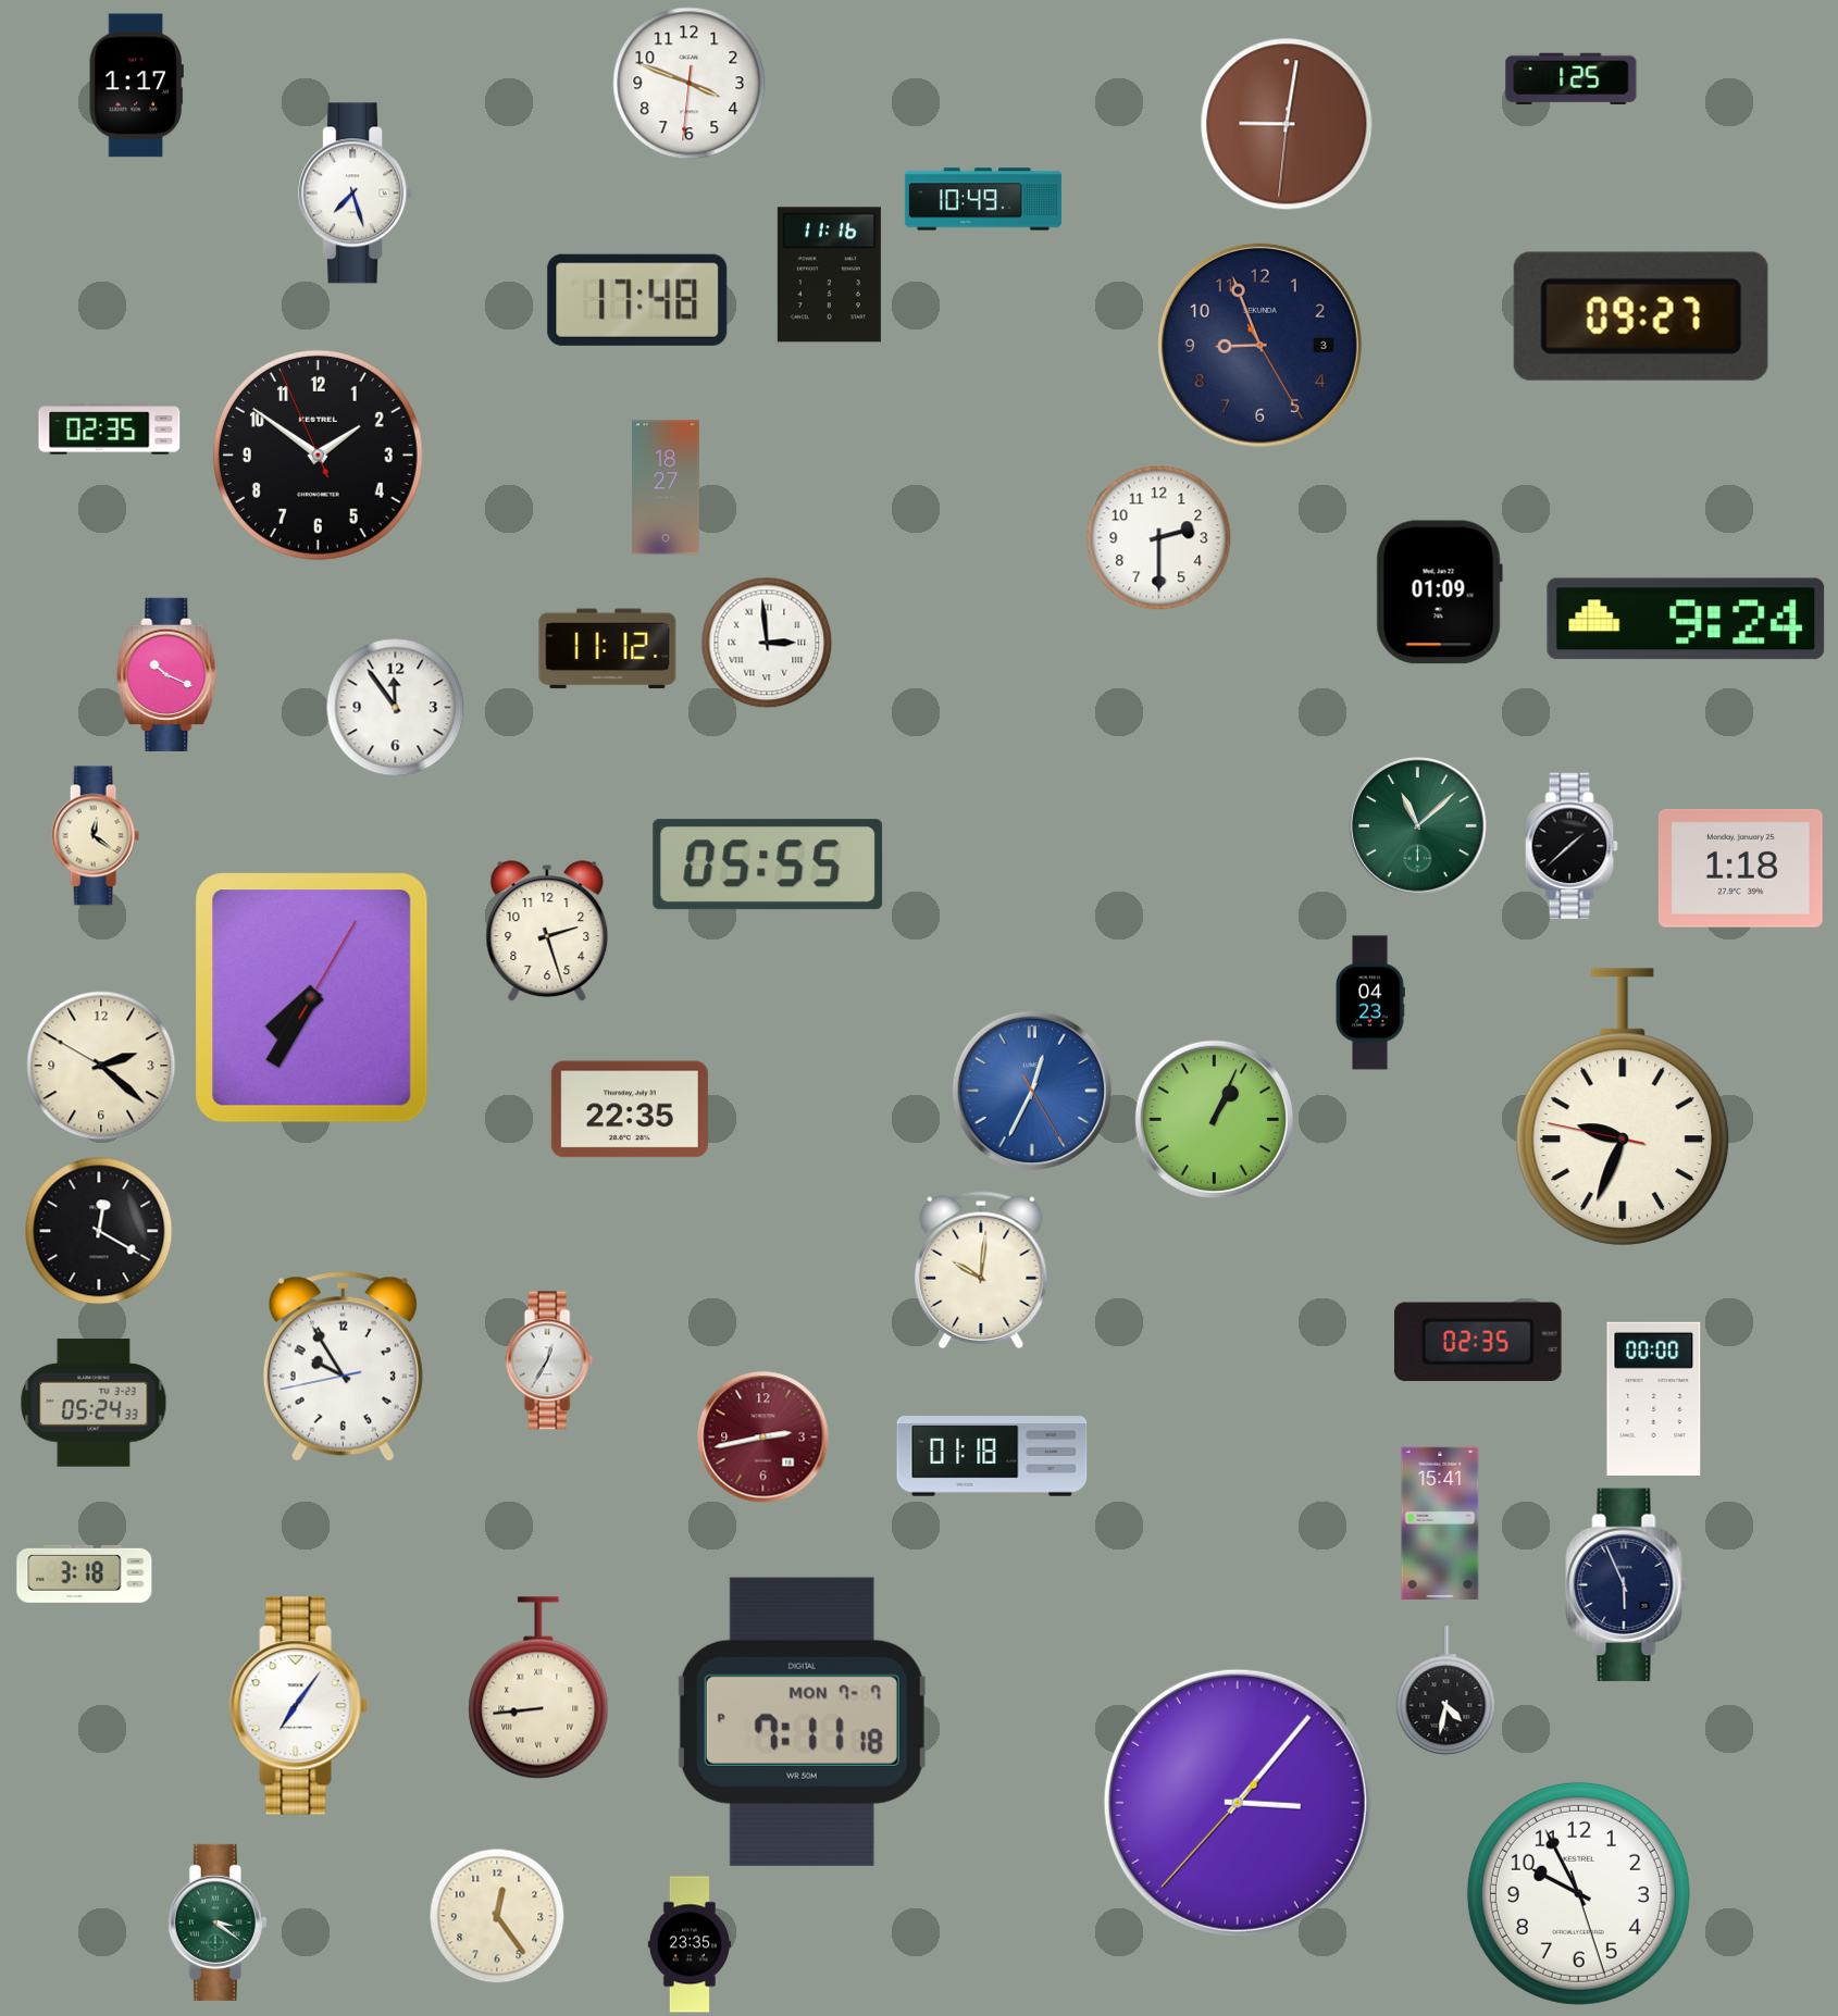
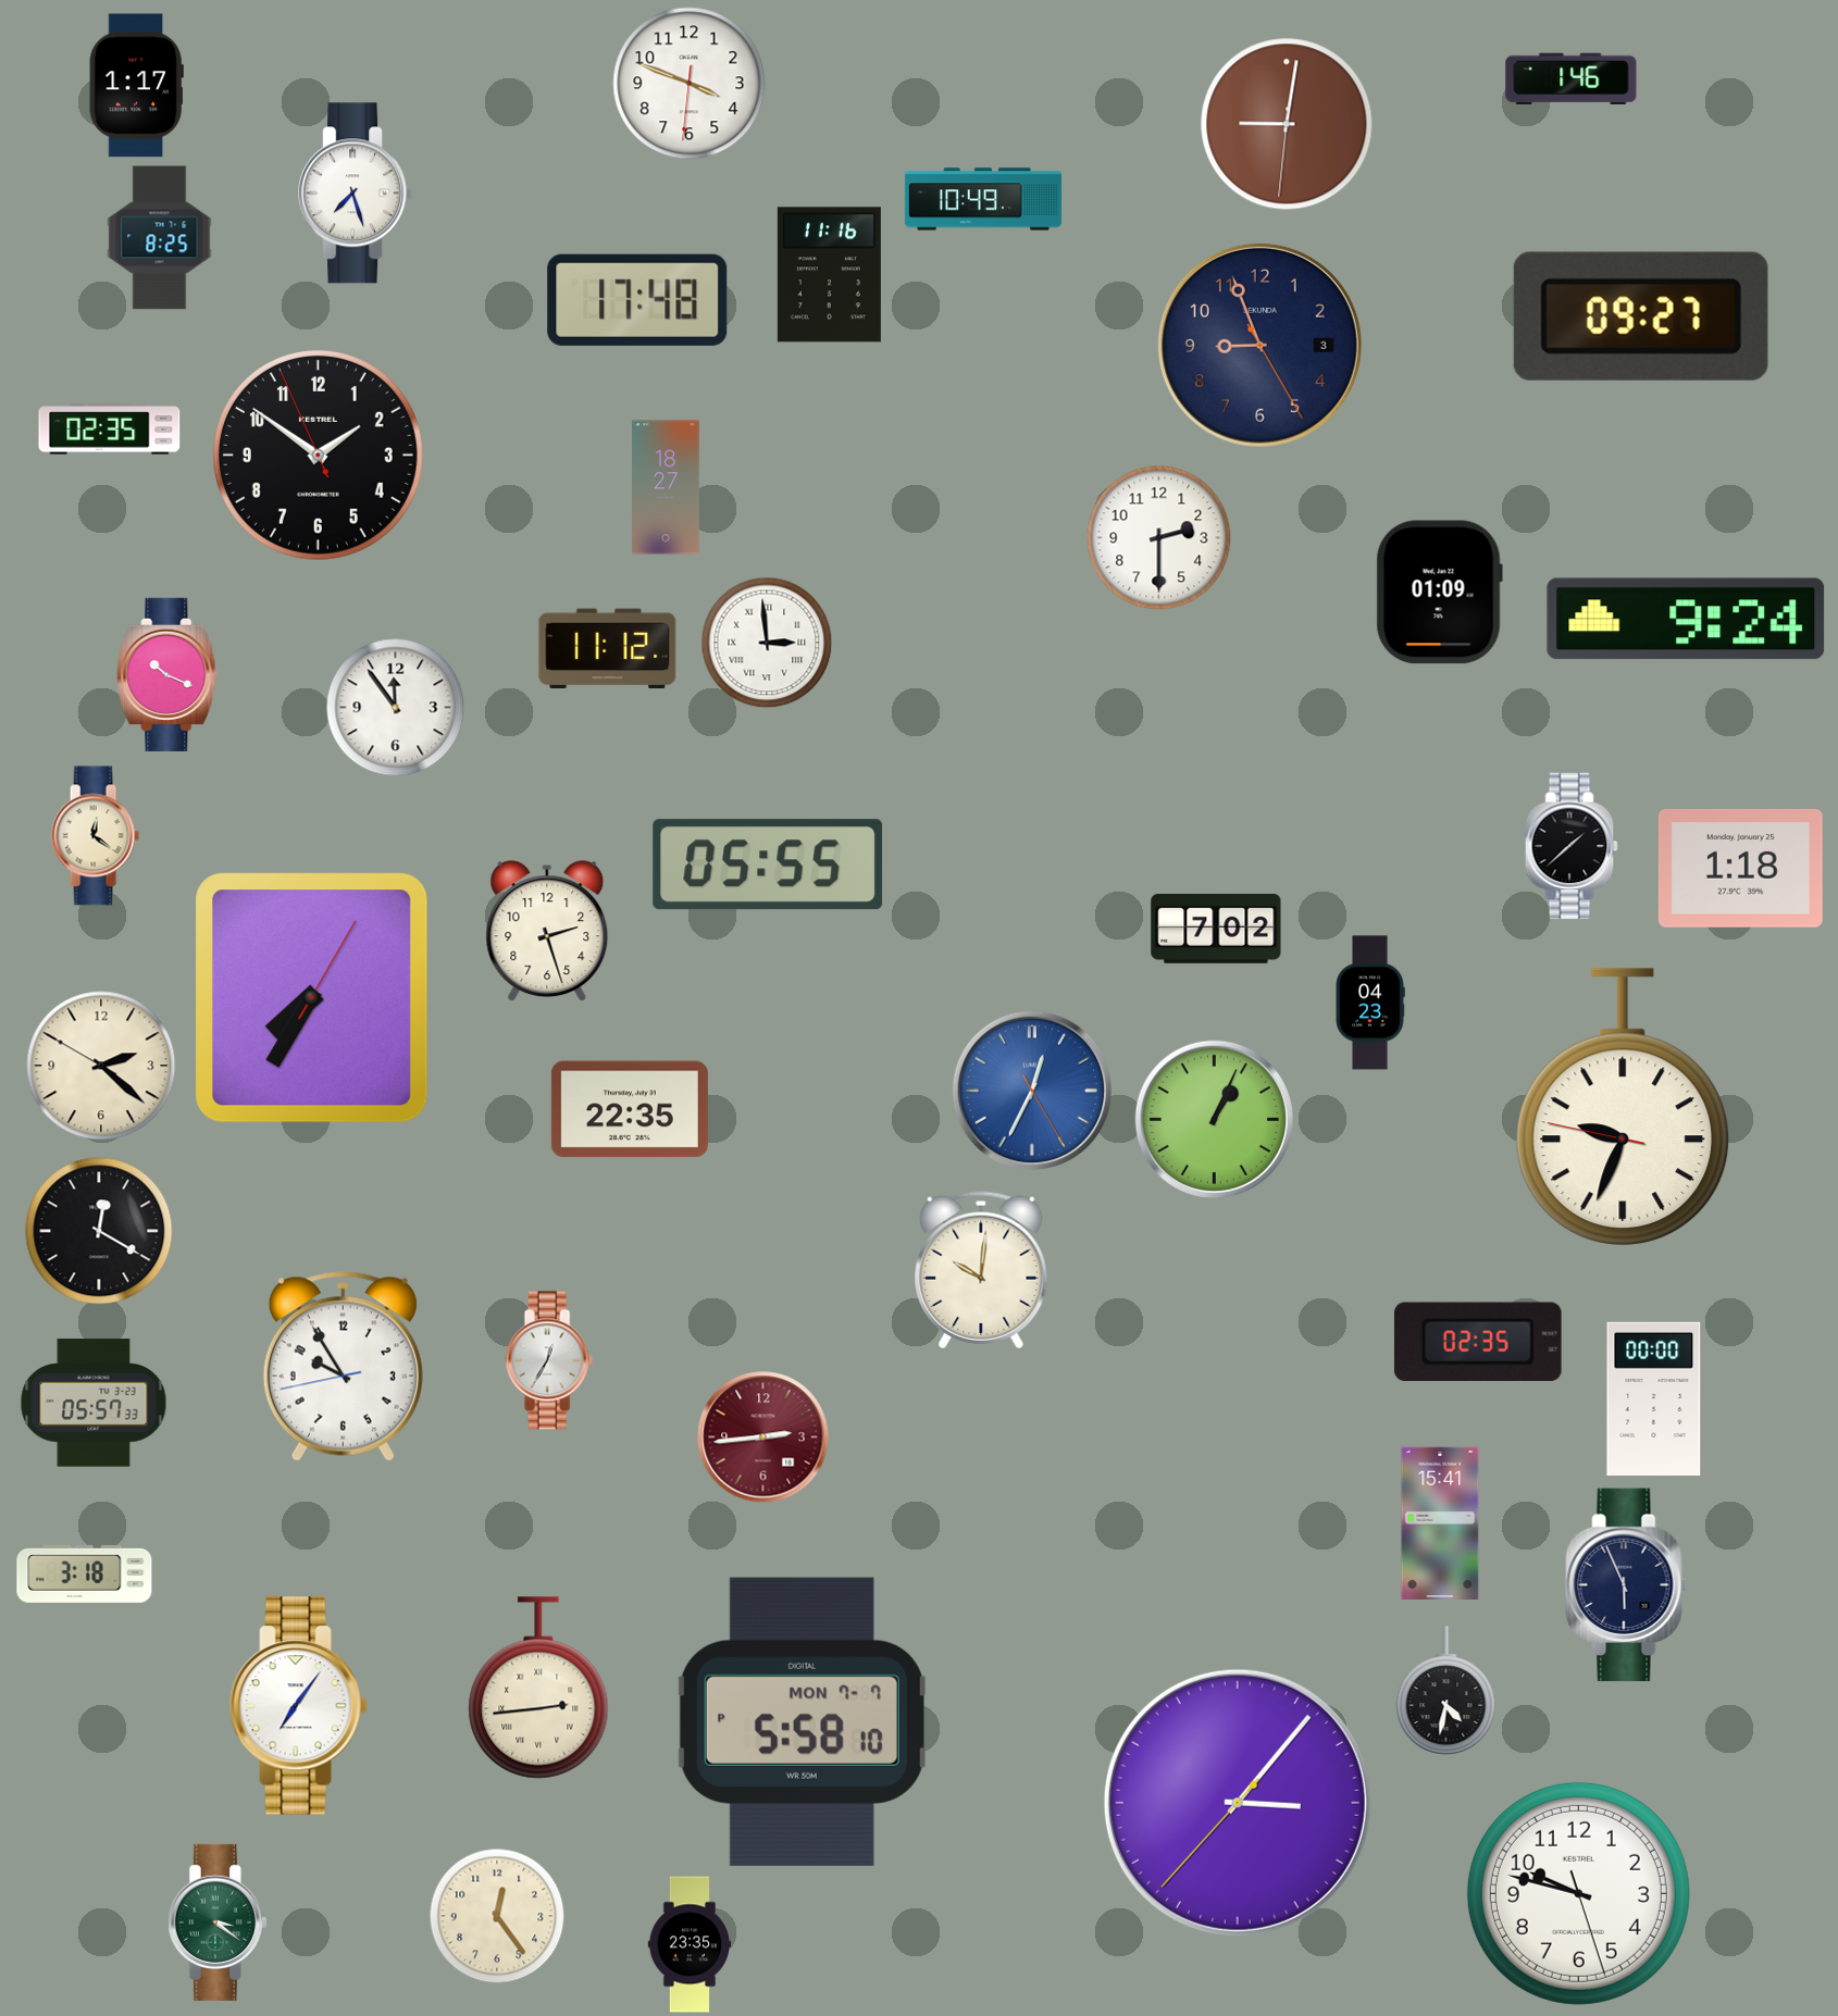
clock at (1572, 79): 1:25 -> 1:46
clock at (160, 238): none -> 8:25
clock at (1418, 826): 11:08 -> none
clock at (1216, 929): none -> 7:02
clock at (94, 1403): 05:24 -> 05:57
clock at (763, 1438): 2:43 -> 2:44
clock at (992, 1457): 01:18 -> none
clock at (538, 1688): 8:44 -> 2:44
clock at (802, 1721): 7:11 -> 5:58
clock at (1578, 1893): 9:55 -> 9:47
